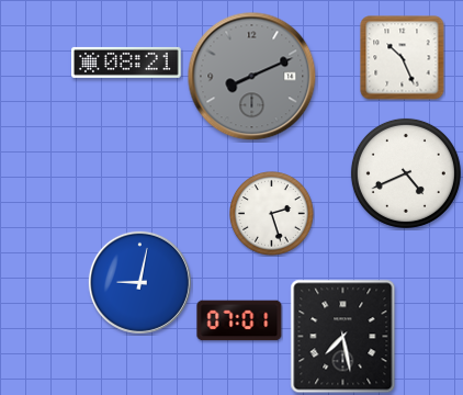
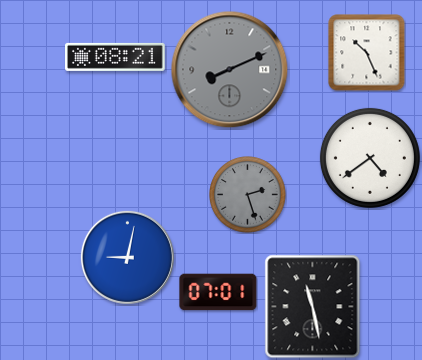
clock at (406, 173): 4:41 -> 4:39
clock at (272, 214) dial: white -> grey
clock at (343, 337): 7:28 -> 11:28
